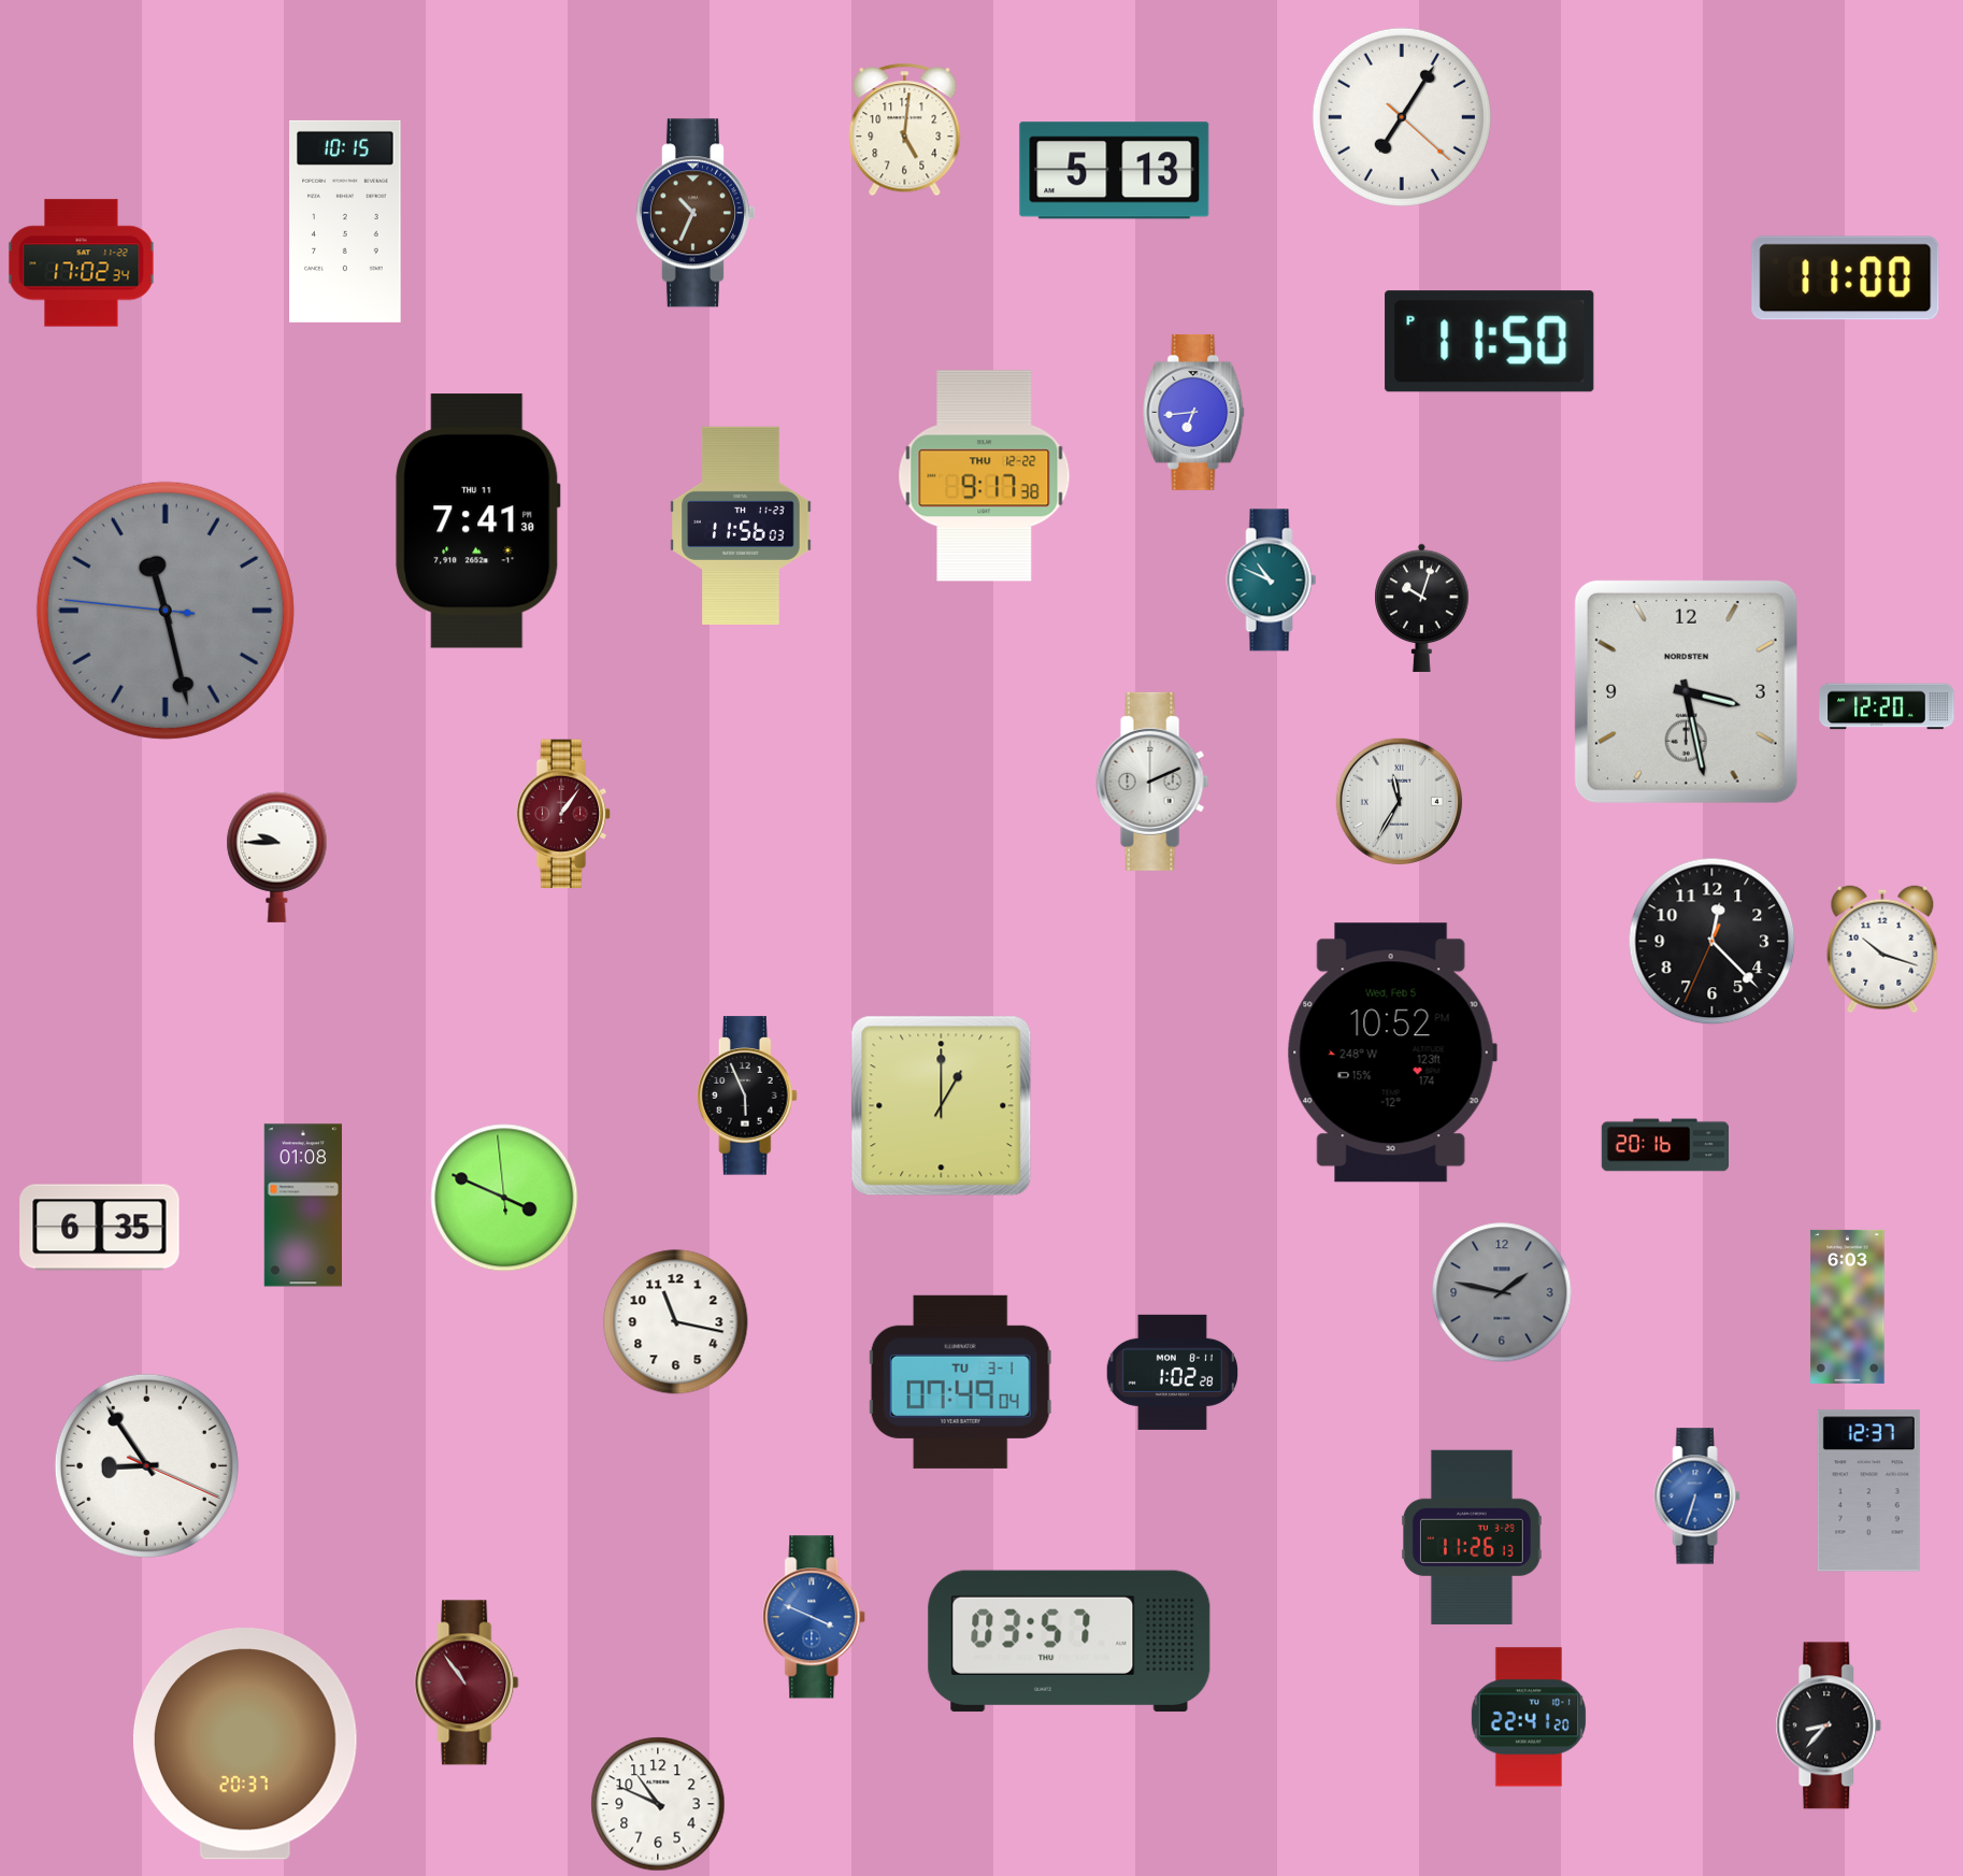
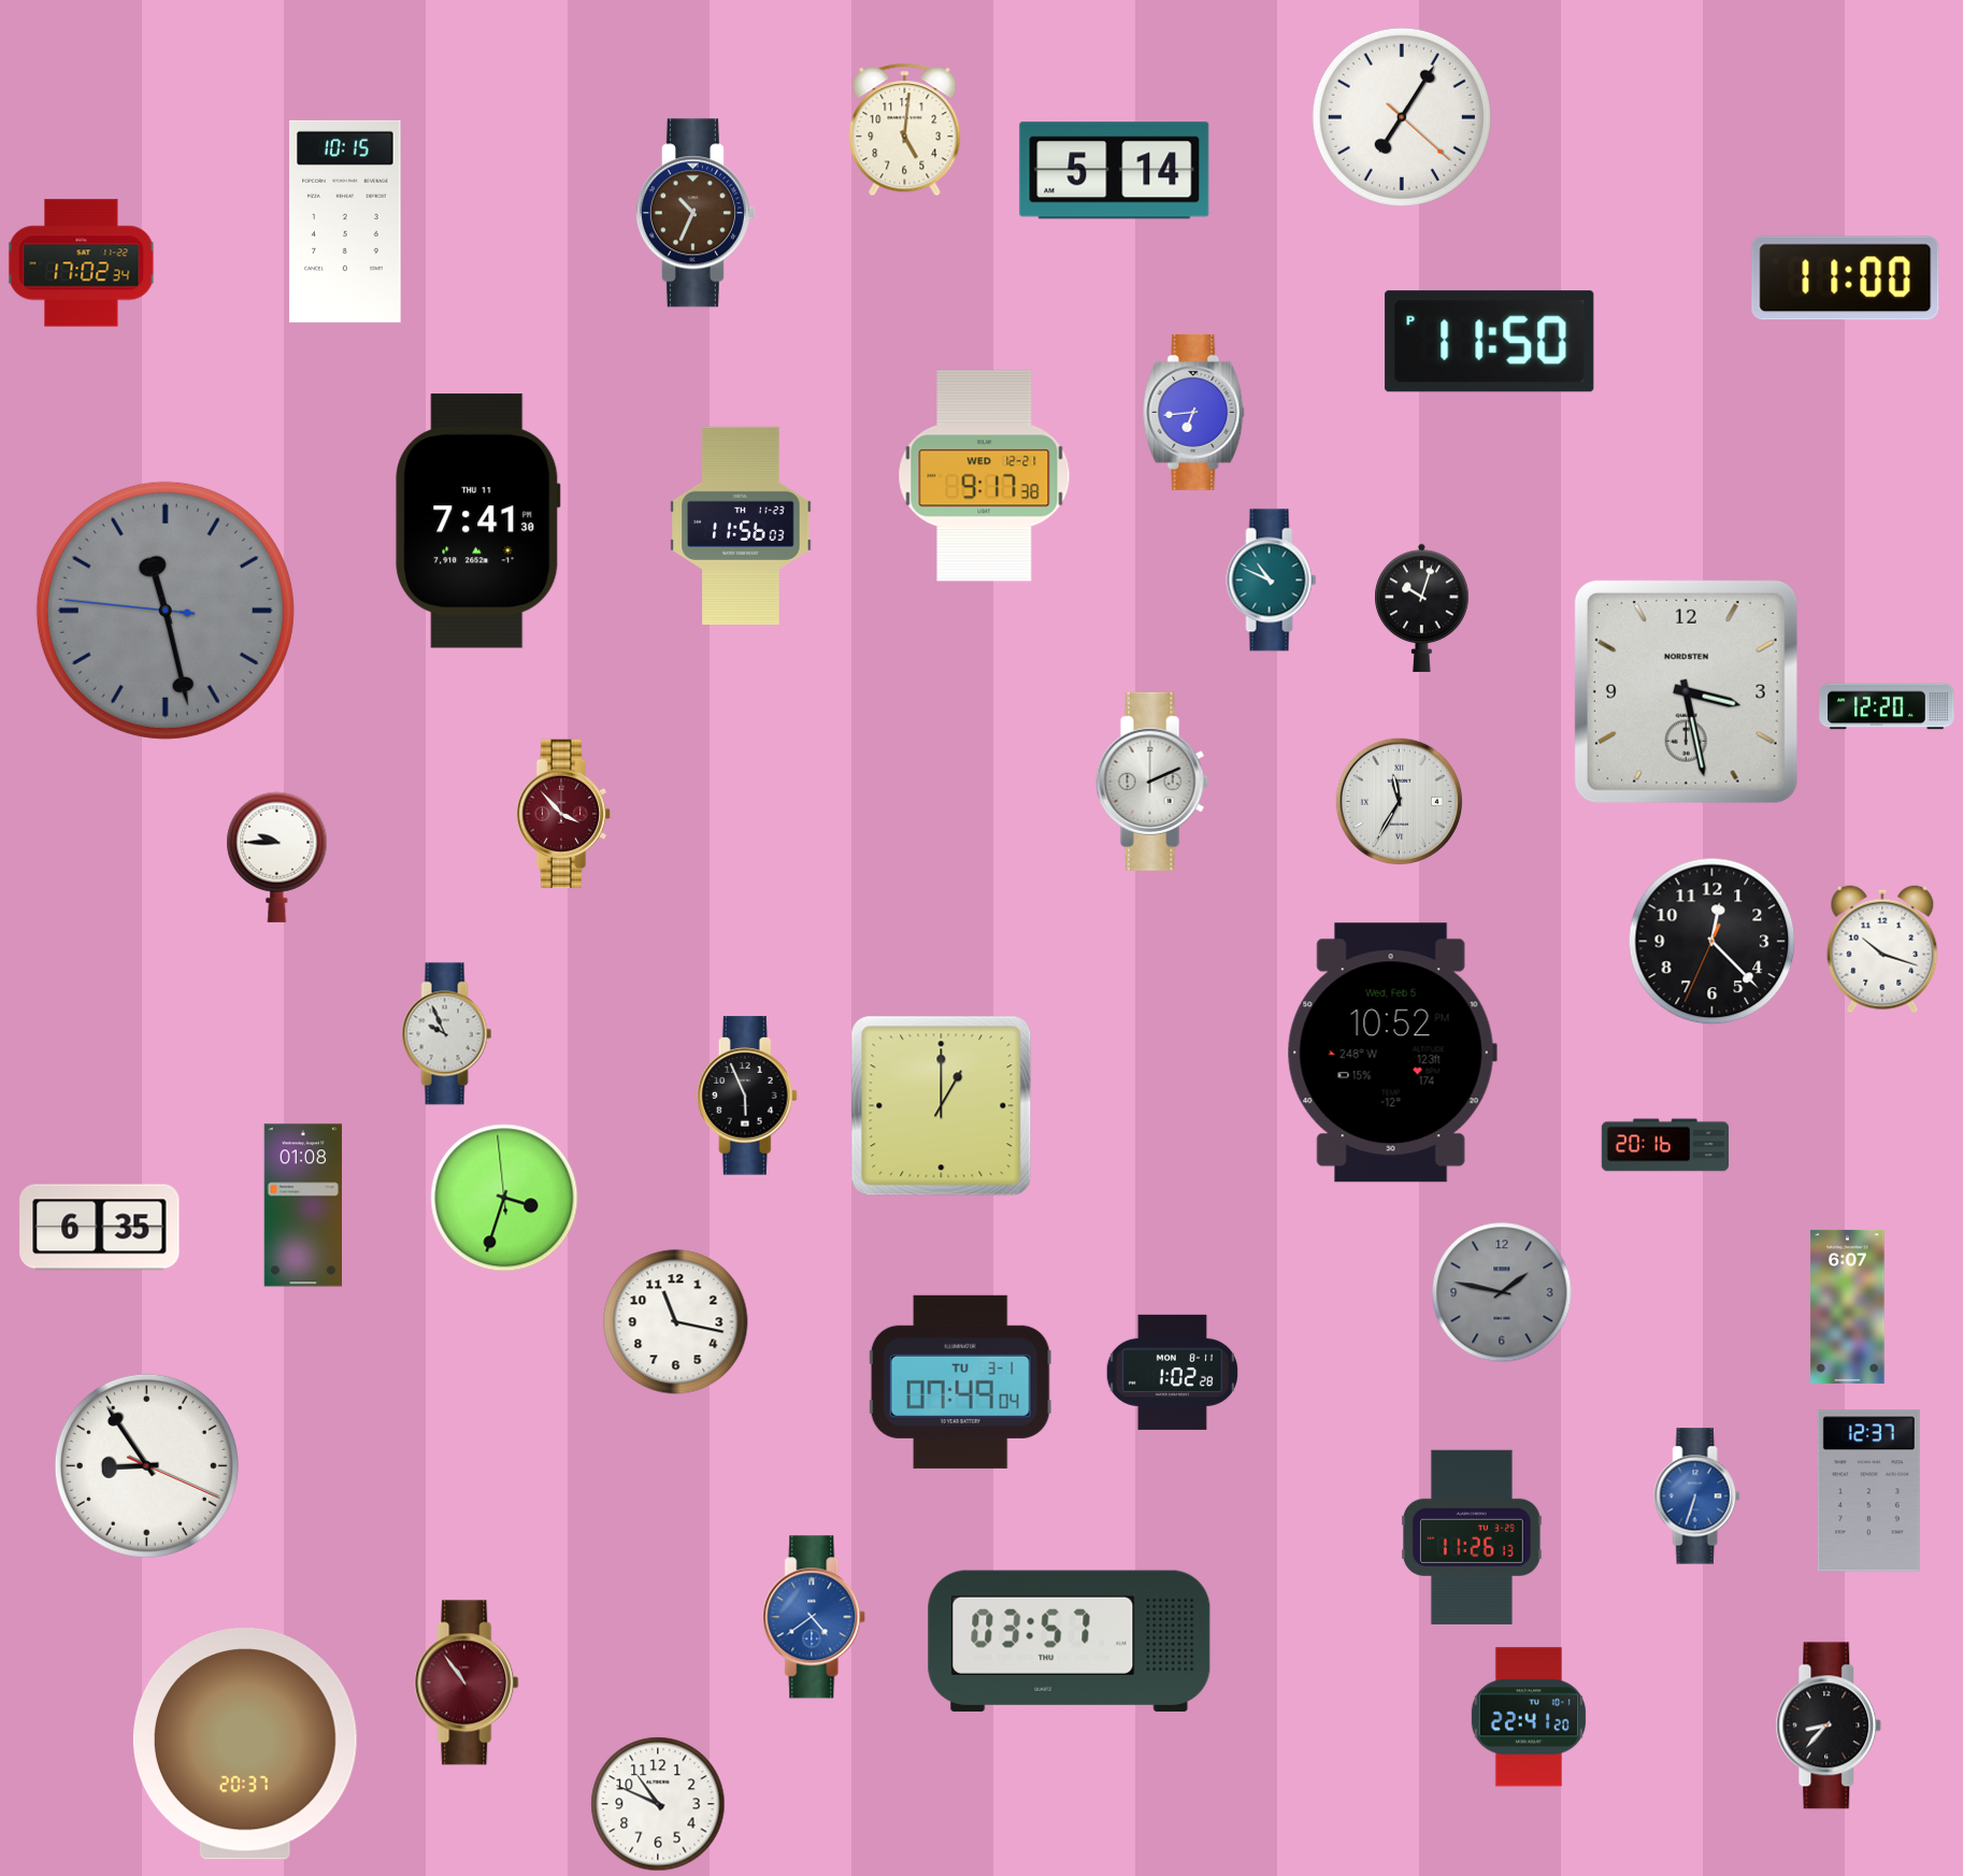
clock at (1115, 171): 5:13 -> 5:14
clock at (985, 476) date: THU 12-22 -> WED 12-21
clock at (563, 814): 1:06 -> 3:53
clock at (447, 1034): none -> 9:56
clock at (504, 1198): 3:48 -> 3:32
clock at (1848, 1306): 6:03 -> 6:07
clock at (815, 1617): 3:49 -> 4:39
